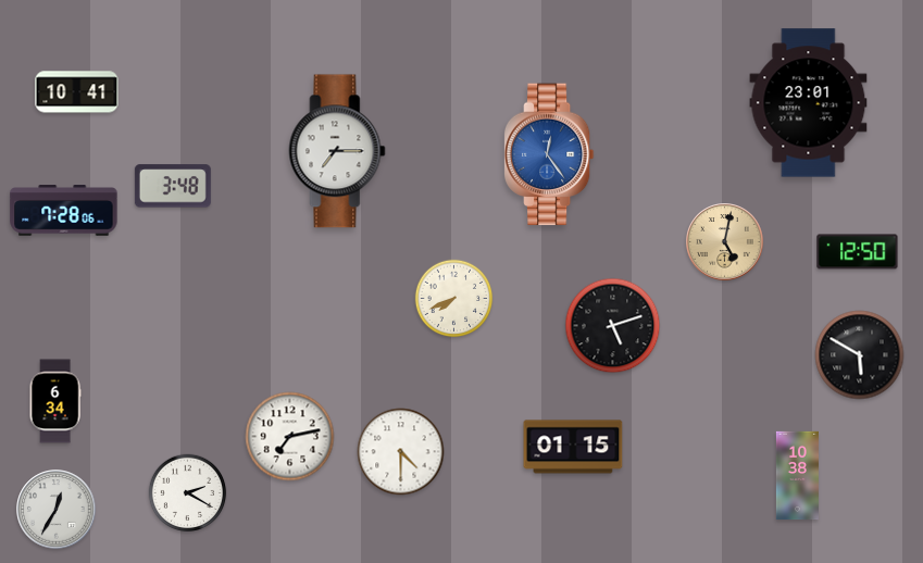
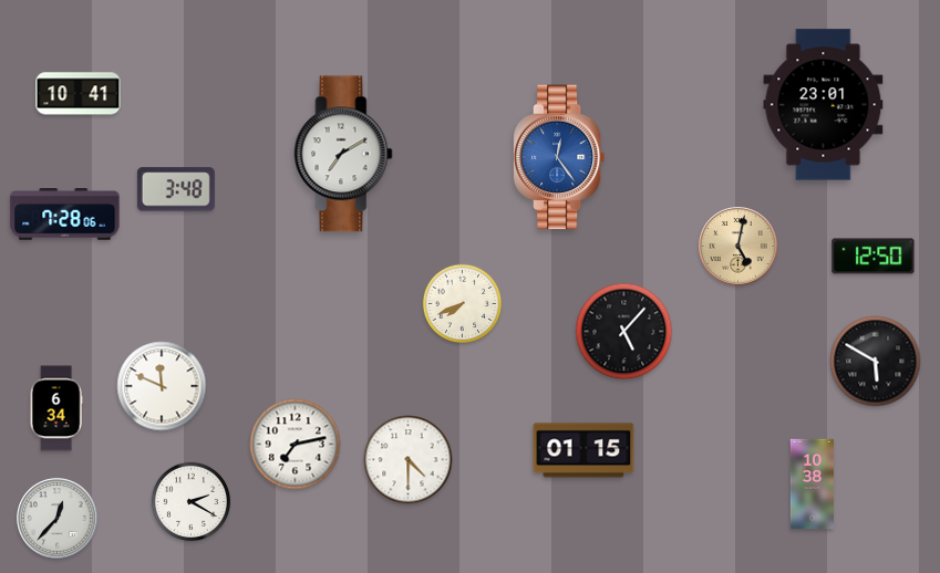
clock at (337, 151): 7:15 -> 7:10
clock at (613, 326): 5:12 -> 5:07
clock at (162, 386): none -> 11:49
clock at (573, 447) position: (573, 447) -> (583, 450)
clock at (57, 510): 12:35 -> 12:37
